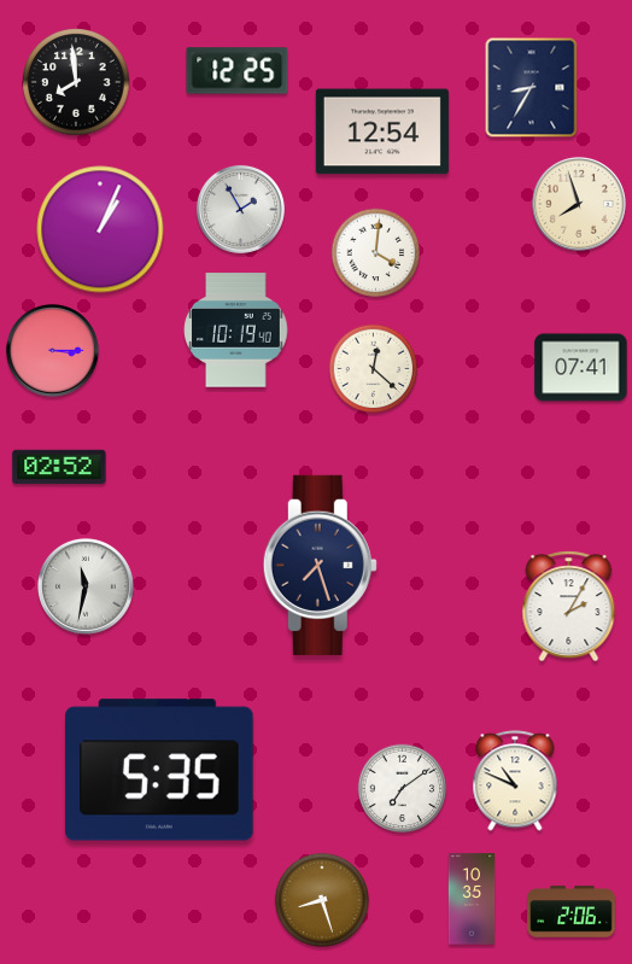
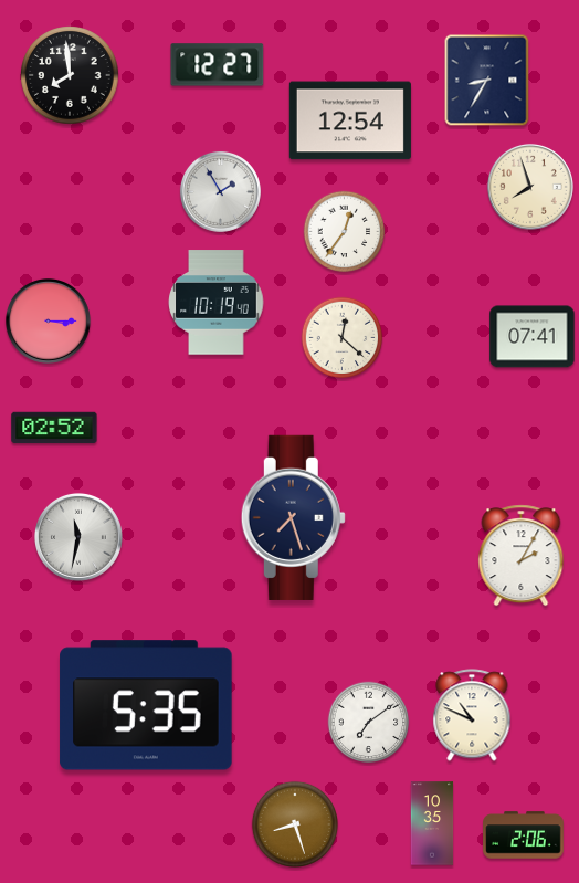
clock at (238, 71): 12:25 -> 12:27
clock at (100, 229): 1:04 -> none
clock at (376, 253): 4:01 -> 12:36
